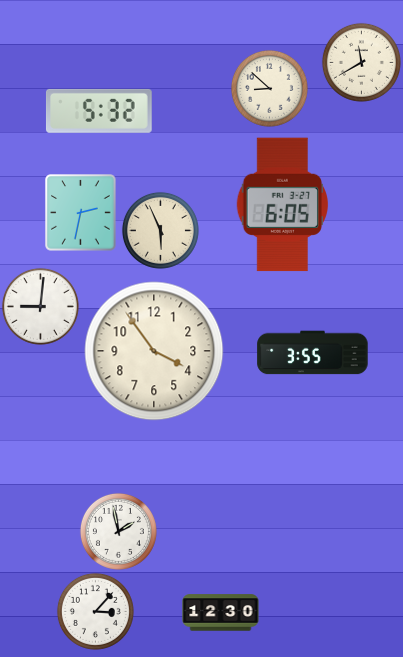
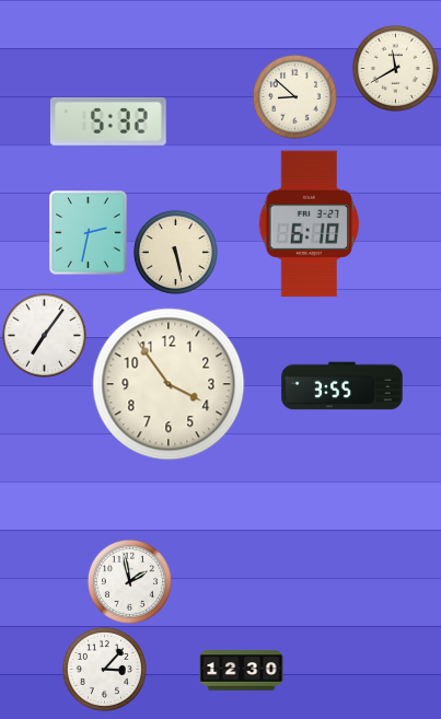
clock at (282, 205): 6:05 -> 6:10
clock at (160, 230): 5:56 -> 5:28
clock at (40, 306): 9:01 -> 7:06
